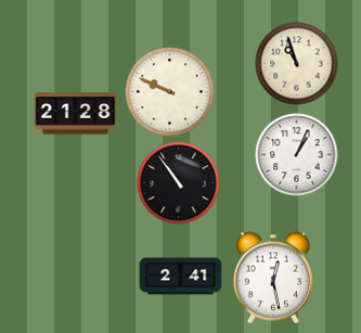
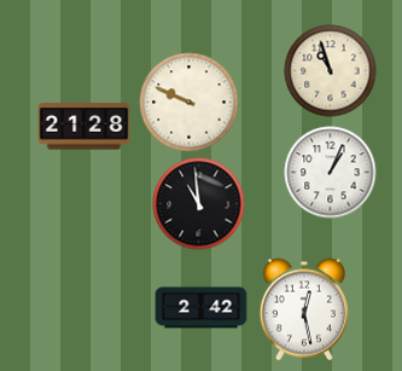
clock at (179, 183): 10:54 -> 10:59
clock at (181, 277): 2:41 -> 2:42
